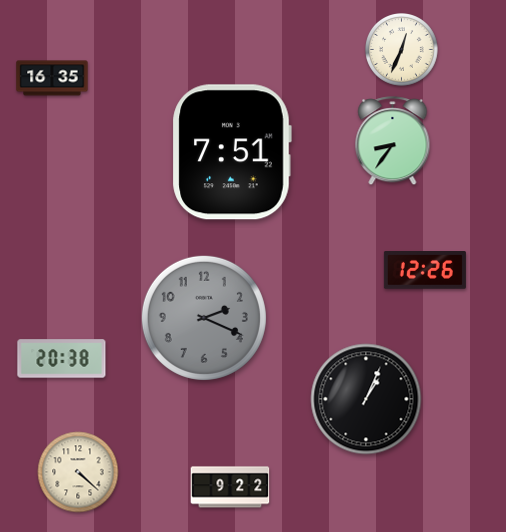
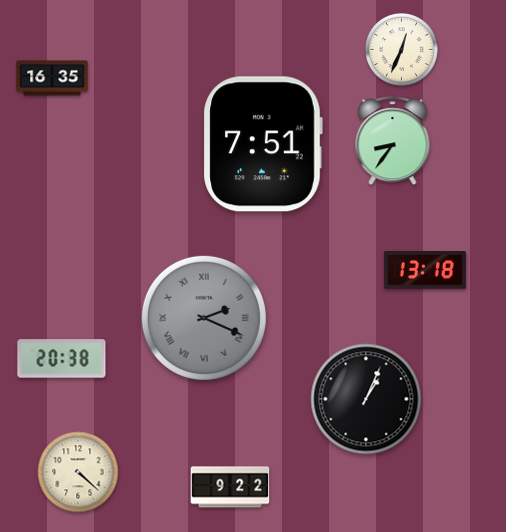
clock at (232, 152) position: (232, 152) -> (263, 144)
clock at (425, 270): 12:26 -> 13:18
clock at (204, 318) numerals: Arabic -> Roman
